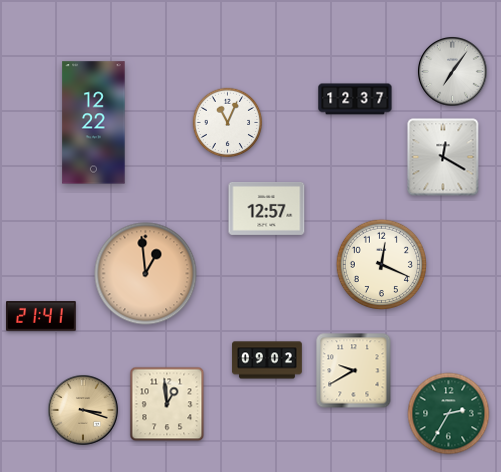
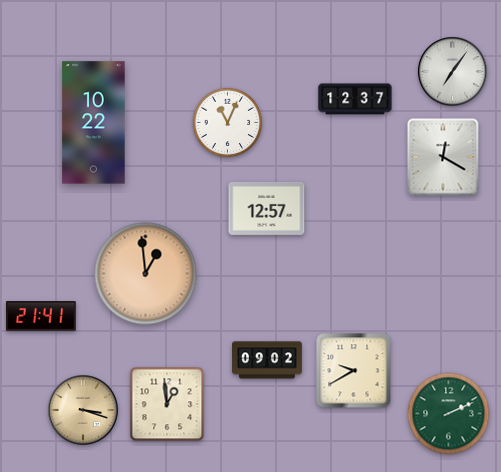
clock at (94, 123): 12:22 -> 10:22
clock at (382, 265): 12:19 -> none
clock at (449, 414): 2:35 -> 2:11
